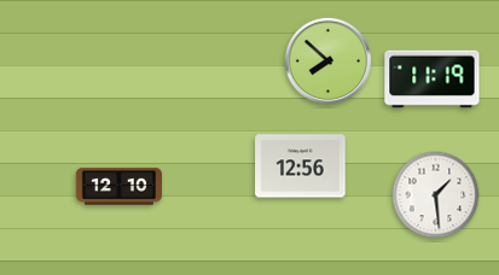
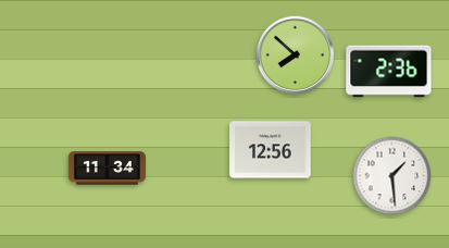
clock at (433, 80): 11:19 -> 2:36
clock at (118, 187): 12:10 -> 11:34
